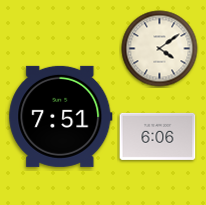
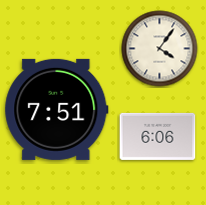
clock at (160, 49): 4:09 -> 4:06
clock at (61, 116) position: (61, 116) -> (57, 109)
